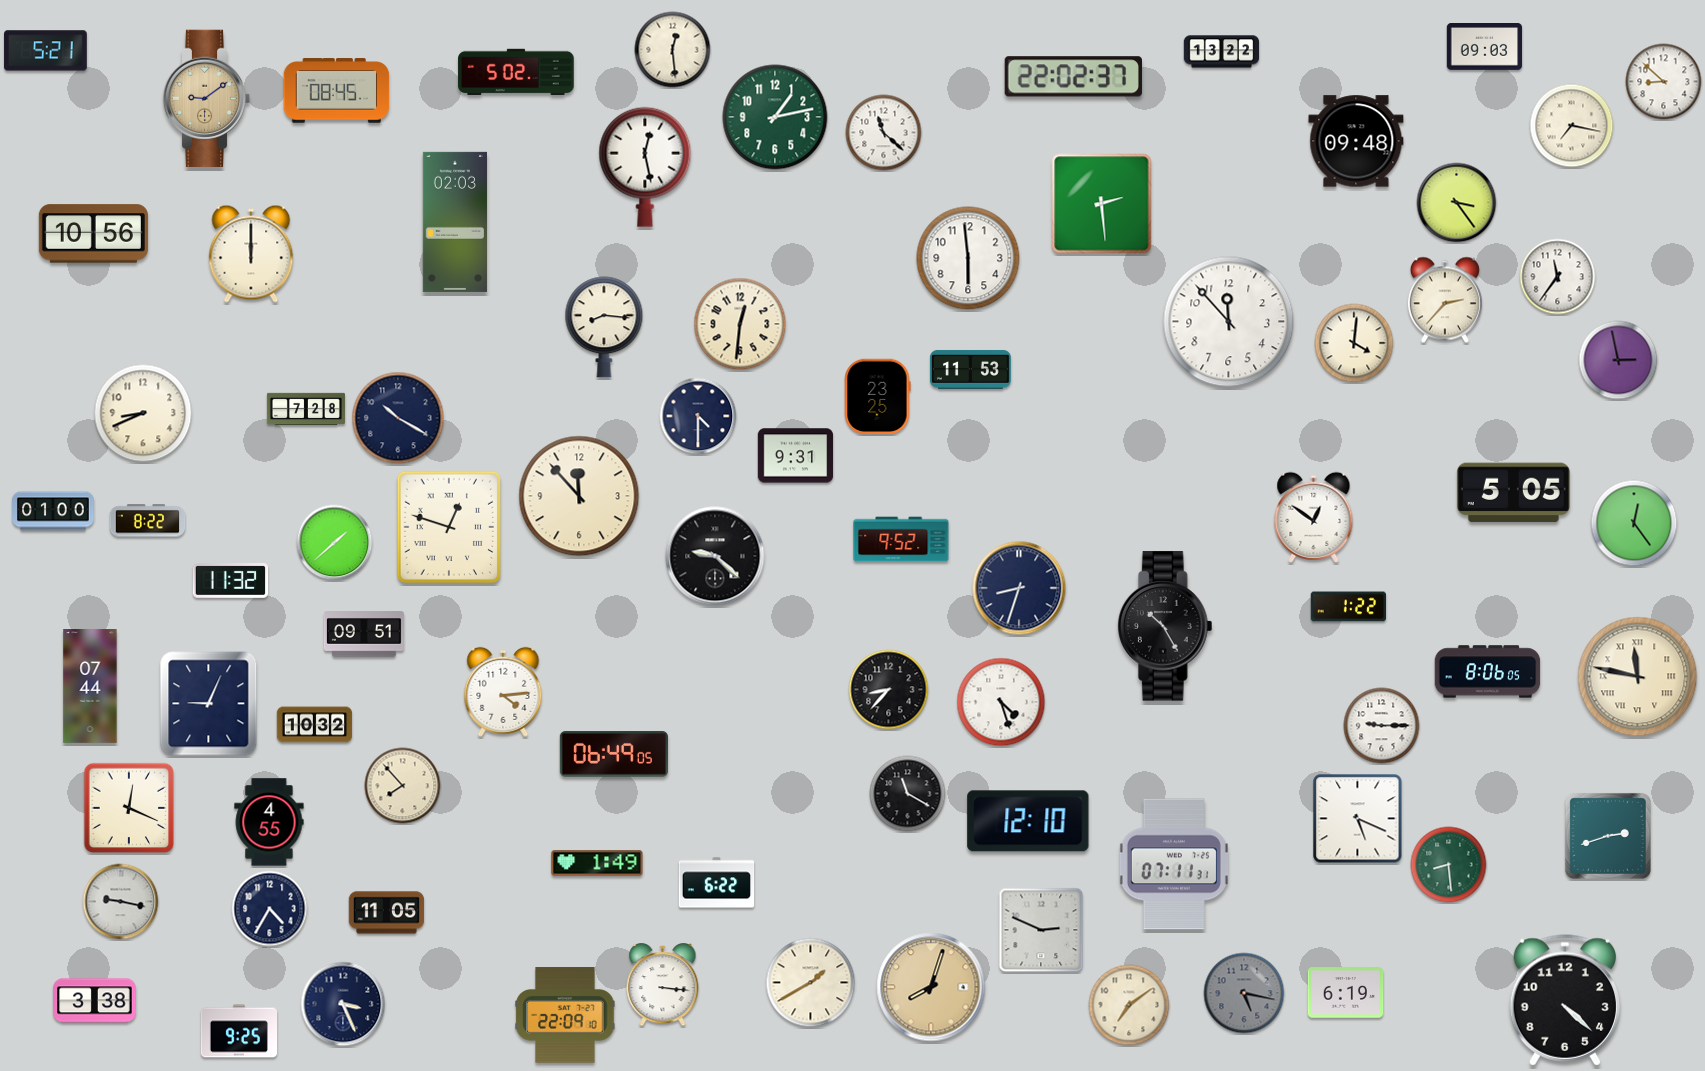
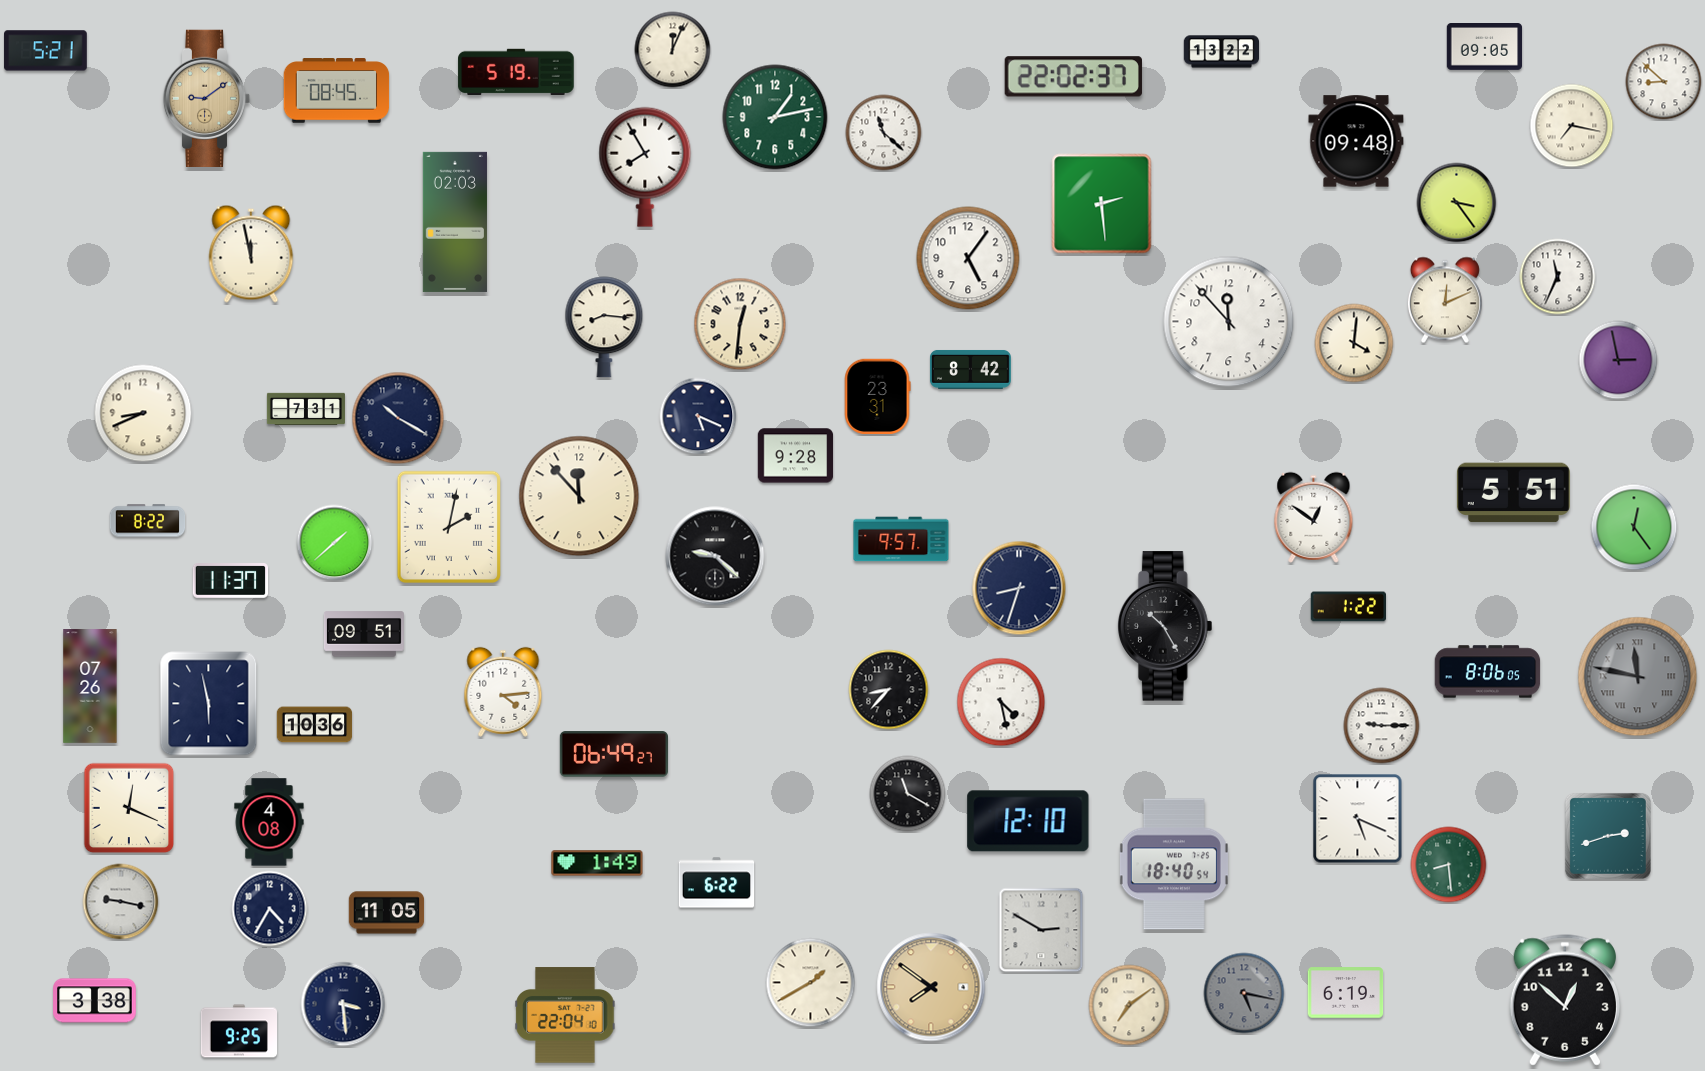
clock at (1485, 47): 09:03 -> 09:05
clock at (673, 50): 12:29 -> 12:04
clock at (516, 71): 5:02 -> 5:19
clock at (645, 167): 12:28 -> 7:55
clock at (93, 234): 10:56 -> none
clock at (251, 254): 12:00 -> 11:58
clock at (968, 258): 5:59 -> 5:06
clock at (1558, 277): 11:36 -> 11:34
clock at (1445, 300): 2:37 -> 12:11
clock at (970, 369): 11:53 -> 8:42
clock at (878, 396): 23:25 -> 23:31
clock at (306, 409): 7:28 -> 7:31
clock at (698, 416): 4:30 -> 5:19
clock at (796, 456): 9:31 -> 9:28
clock at (1513, 493): 5:05 -> 5:51
clock at (54, 511): 01:00 -> none
clock at (1634, 523) position: (1634, 523) -> (1634, 527)
clock at (448, 527): 12:48 -> 2:02
clock at (901, 539): 9:52 -> 9:57
clock at (231, 581): 11:32 -> 11:37
clock at (1638, 677) dial: cream -> grey
clock at (90, 686): 07:44 -> 07:26
clock at (1001, 702): 4:27 -> 4:28
clock at (209, 704): 9:04 -> 5:58
clock at (315, 725): 10:32 -> 10:36
clock at (614, 754): 06:49:05 -> 06:49:27
clock at (403, 786): 7:53 -> none
clock at (269, 822): 4:55 -> 4:08
clock at (1174, 864): 07:11 -> 18:40
clock at (1041, 930): 2:49 -> 2:50
clock at (663, 986): 3:16 -> none
clock at (931, 987): 8:03 -> 7:51
clock at (1564, 1000): 4:22 -> 12:52
clock at (343, 1004): 3:26 -> 3:29
clock at (565, 1015): 22:09 -> 22:04
